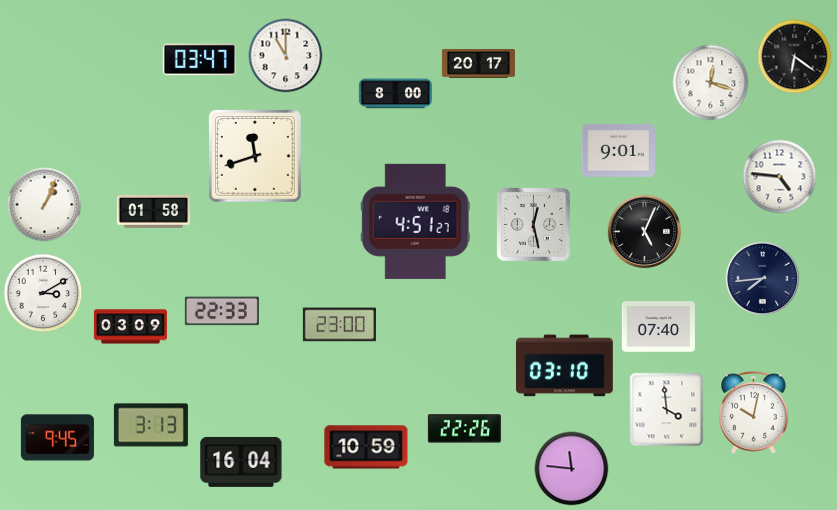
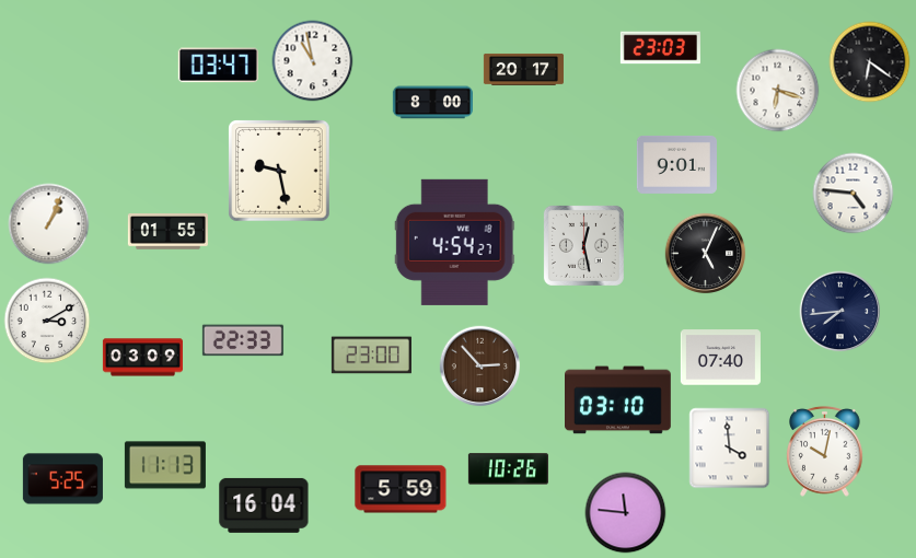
clock at (660, 48): none -> 23:03
clock at (286, 56): 11:00 -> 10:58
clock at (711, 83): 12:18 -> 6:18
clock at (256, 157): 11:42 -> 9:28
clock at (153, 212): 01:58 -> 01:55
clock at (415, 221): 4:51 -> 4:54
clock at (763, 279) position: (763, 279) -> (840, 312)
clock at (480, 367): none -> 2:53
clock at (151, 425): 3:13 -> 11:13
clock at (464, 429): 22:26 -> 10:26
clock at (57, 438): 9:45 -> 5:25
clock at (366, 447): 10:59 -> 5:59
